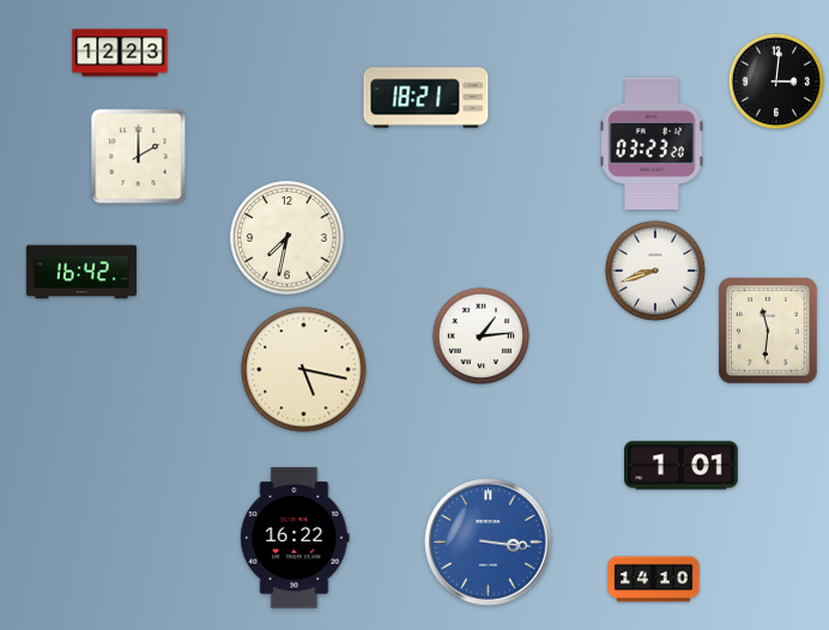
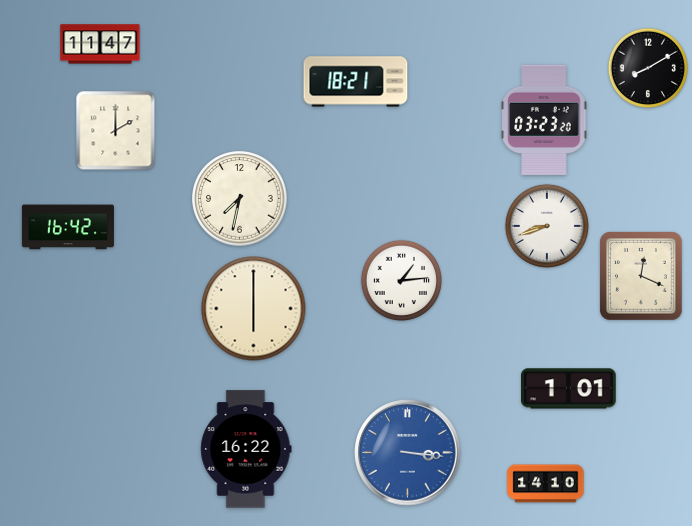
clock at (120, 53): 12:23 -> 11:47
clock at (775, 80): 3:01 -> 8:10
clock at (769, 332): 11:31 -> 12:19
clock at (304, 370): 5:17 -> 6:00
